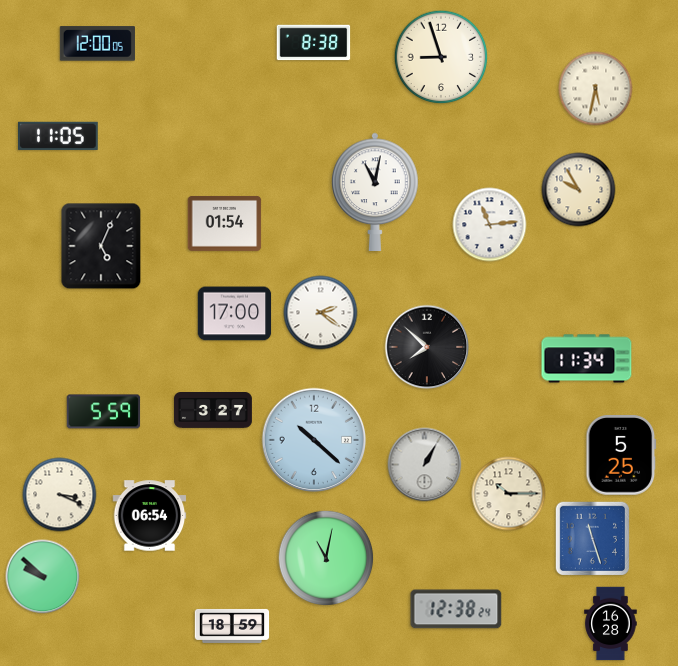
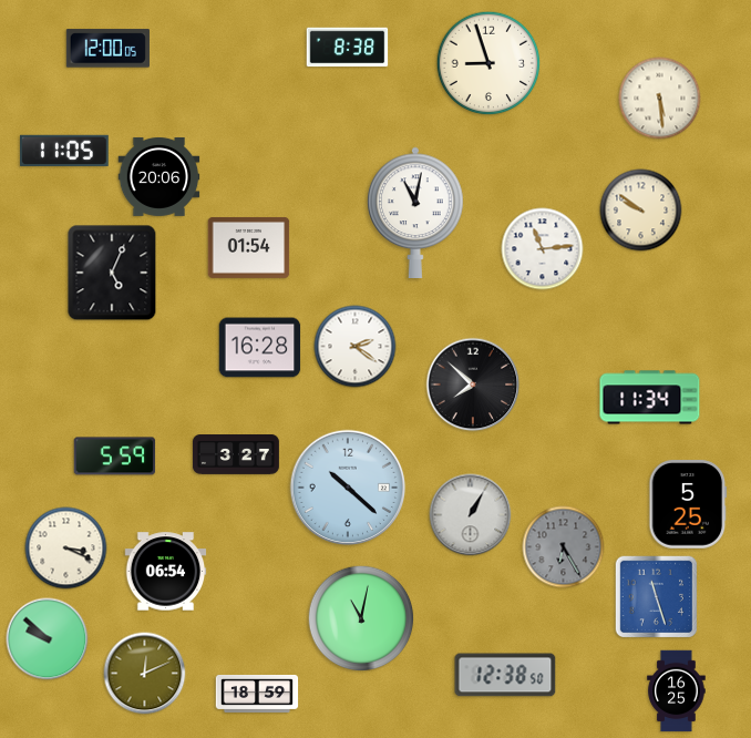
clock at (596, 89): 5:32 -> 5:29
clock at (160, 176): none -> 20:06
clock at (579, 190): 9:55 -> 9:51
clock at (235, 314): 17:00 -> 16:28
clock at (509, 494): 10:15 -> 6:25
clock at (509, 494) dial: cream -> grey
clock at (145, 674): none -> 12:11
clock at (456, 609): 12:38:24 -> 12:38:50
clock at (611, 624): 16:28 -> 16:25
